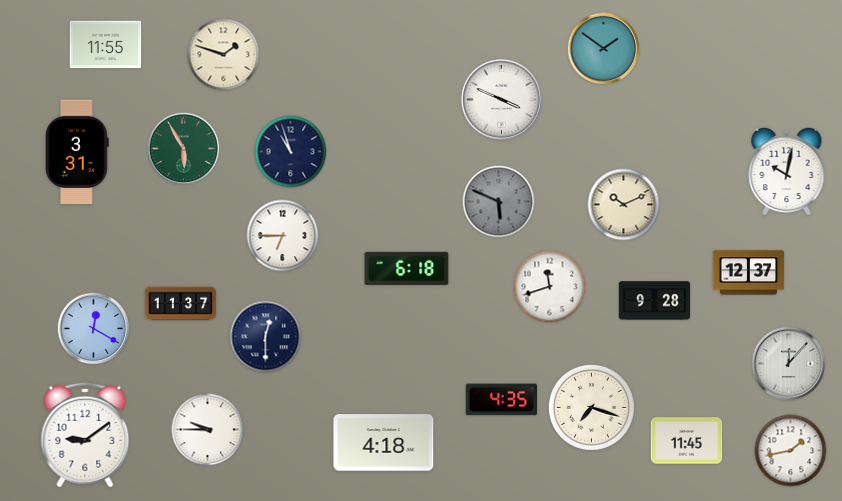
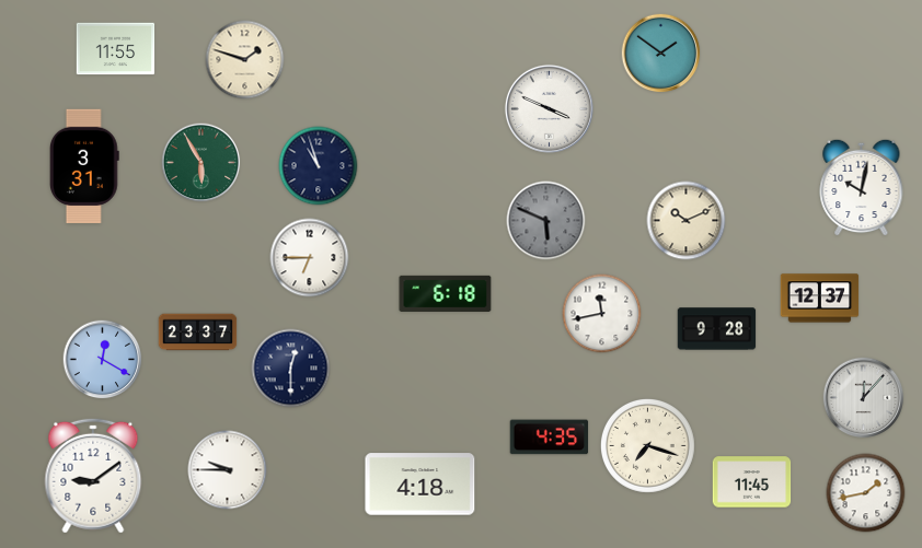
clock at (624, 205) position: (624, 205) -> (687, 221)
clock at (550, 287): 11:42 -> 11:43
clock at (181, 304): 11:37 -> 23:37
